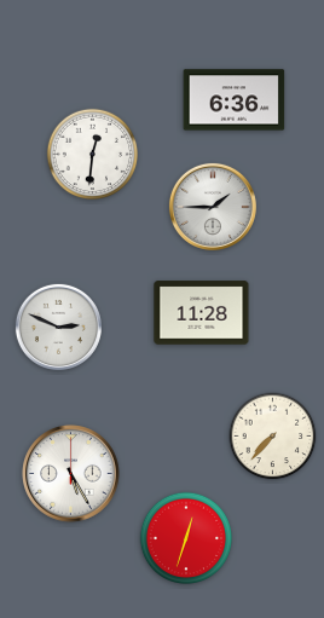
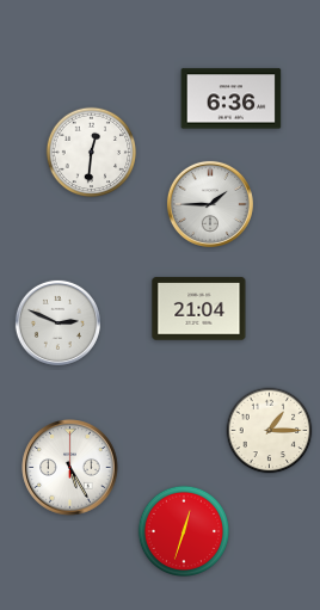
clock at (202, 313): 11:28 -> 21:04
clock at (273, 437): 7:37 -> 1:15
